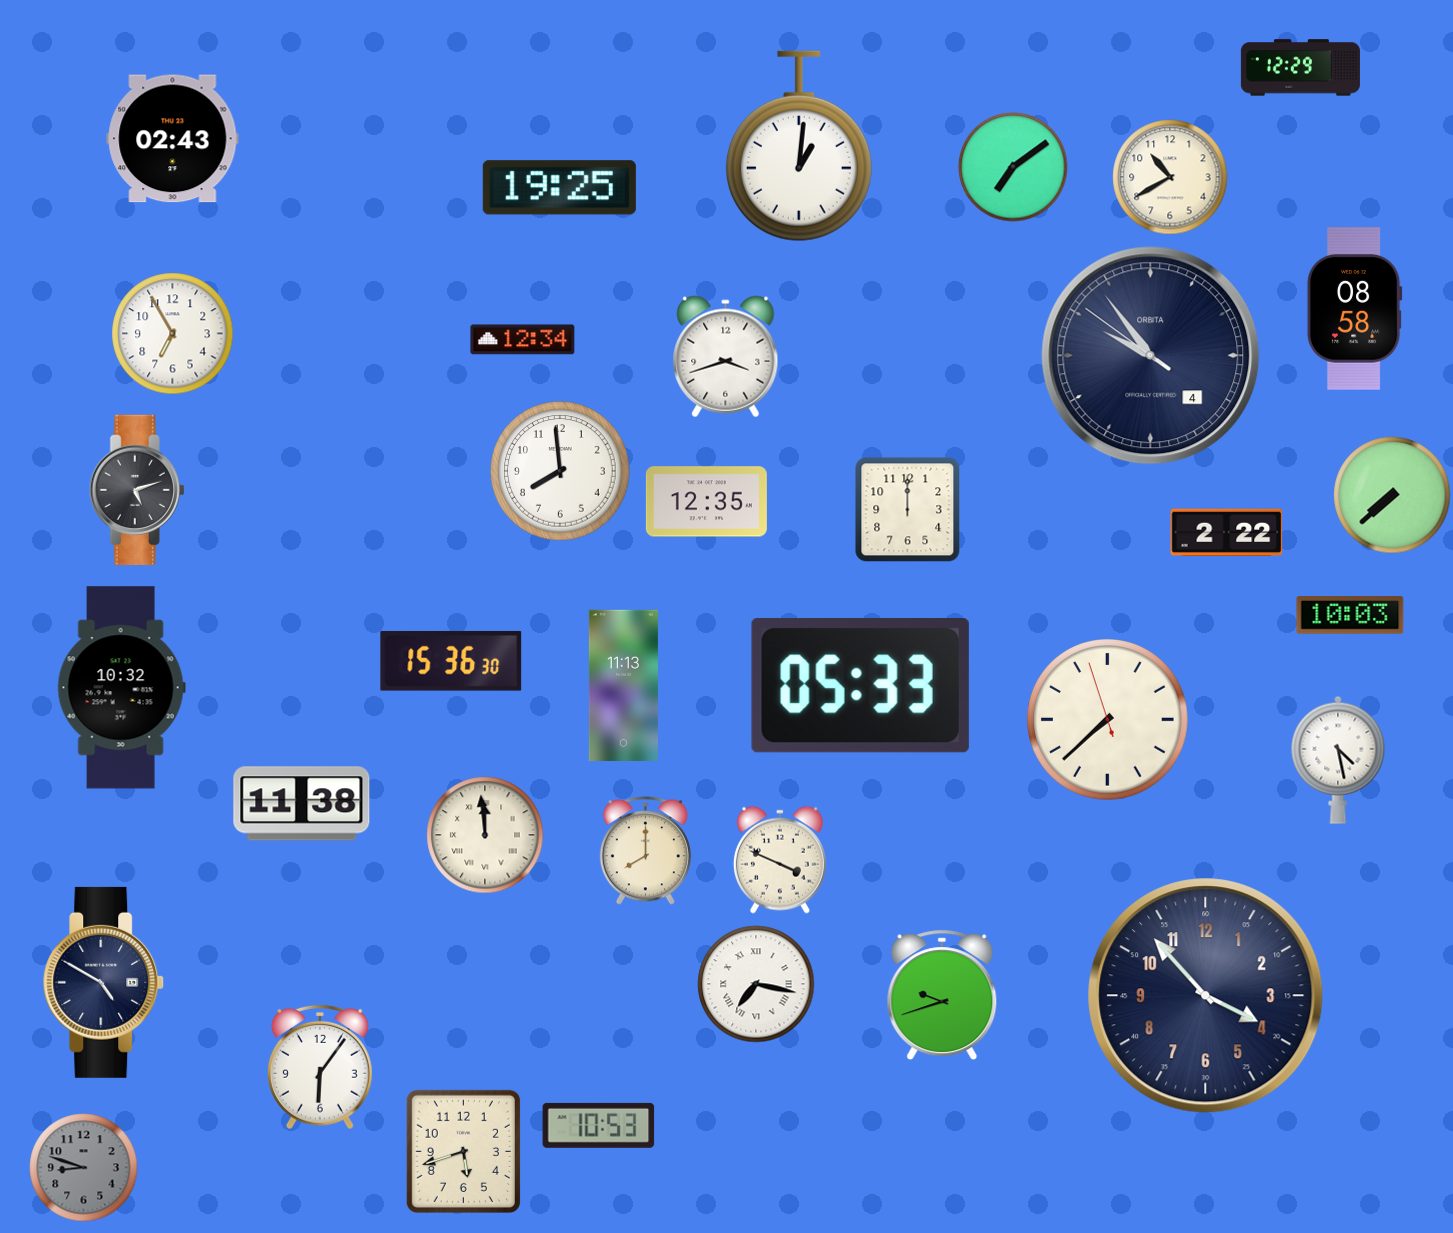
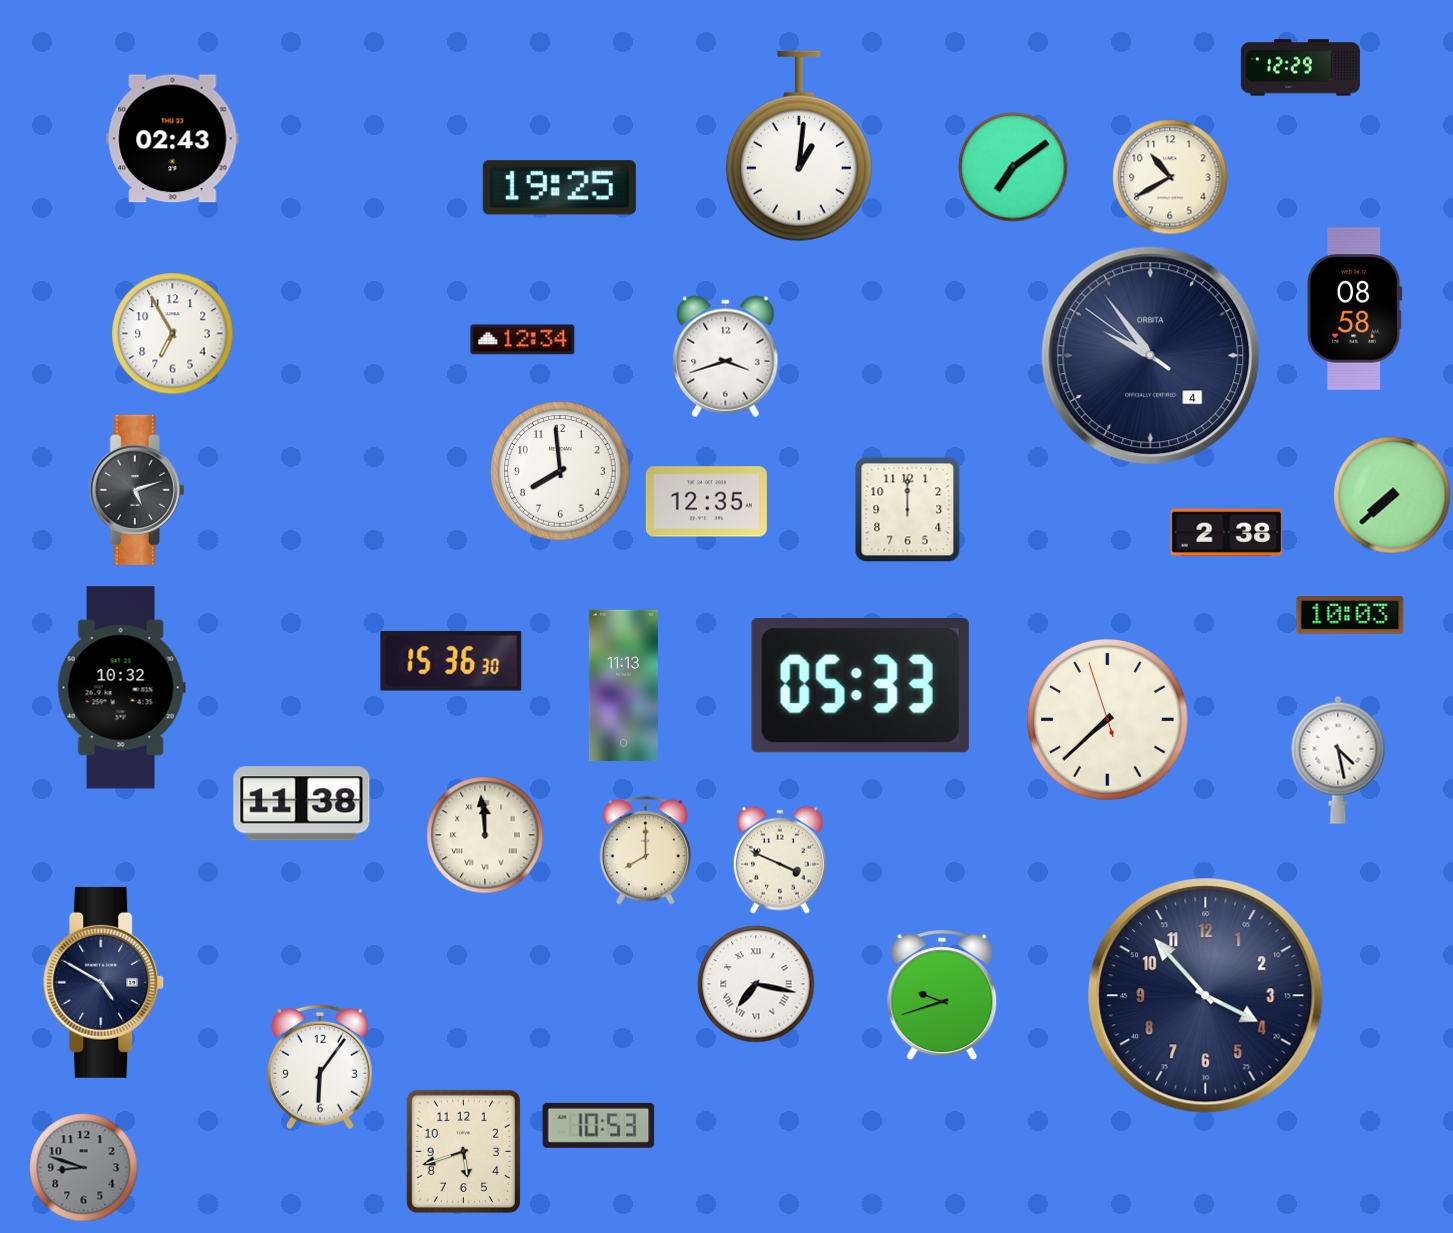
clock at (1227, 532): 2:22 -> 2:38
